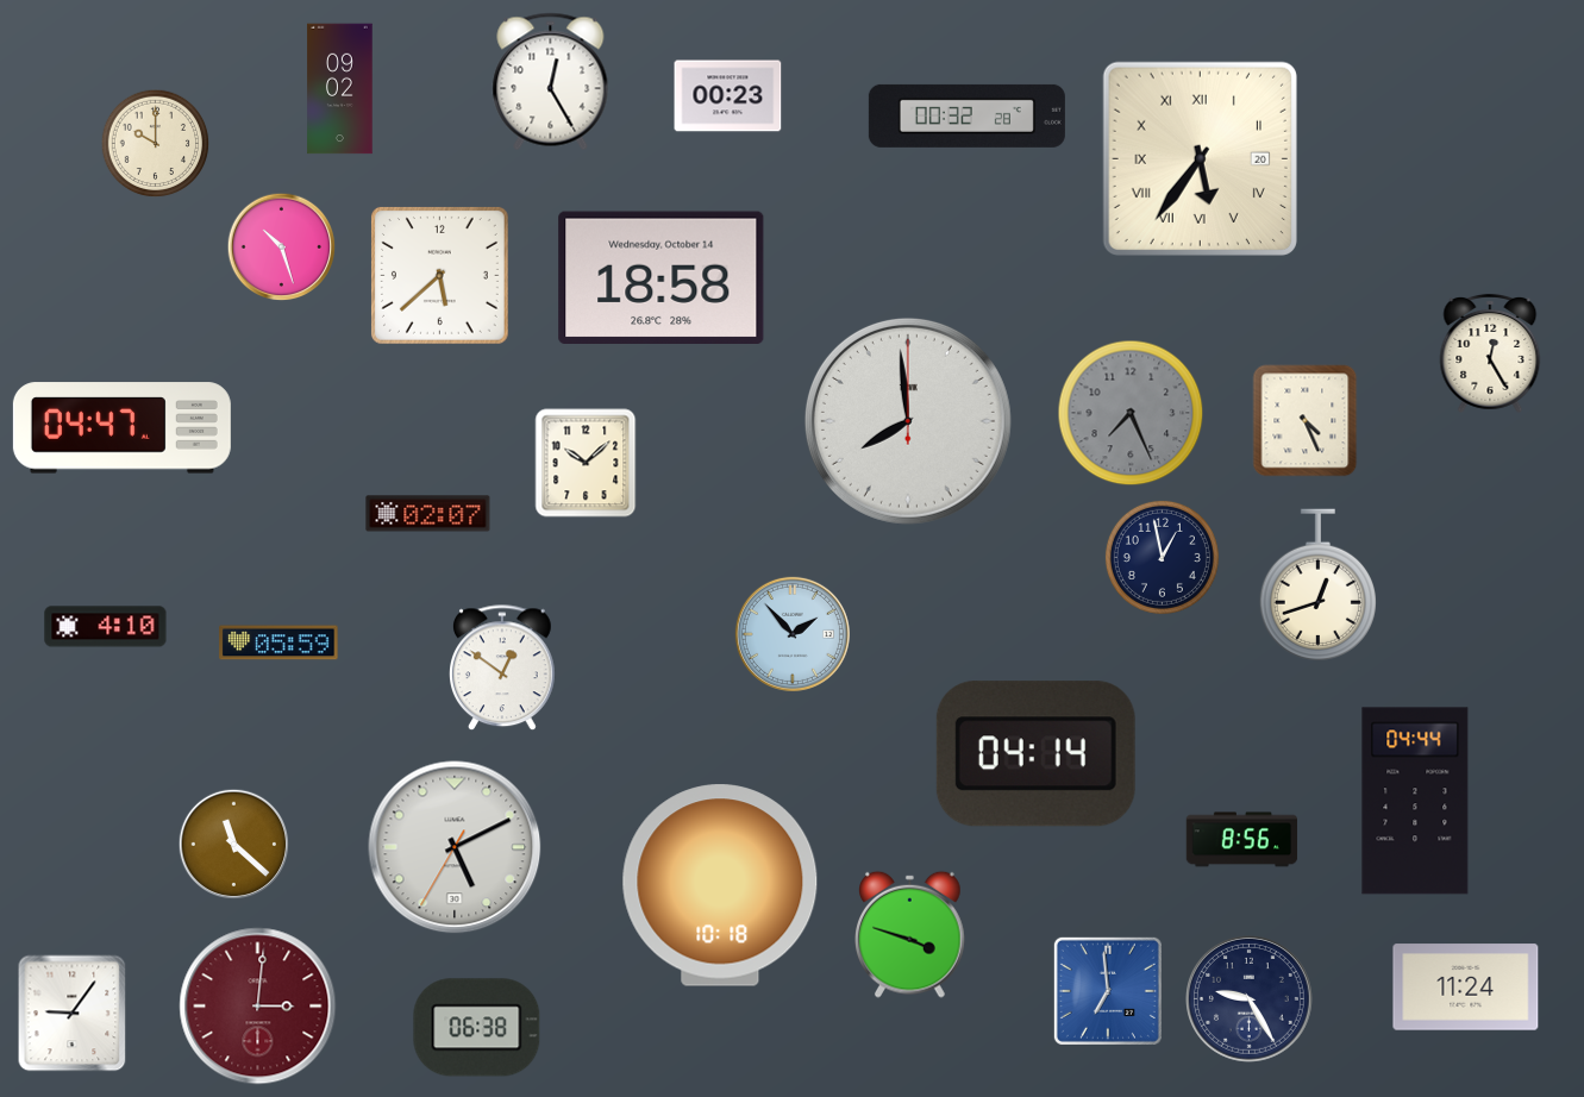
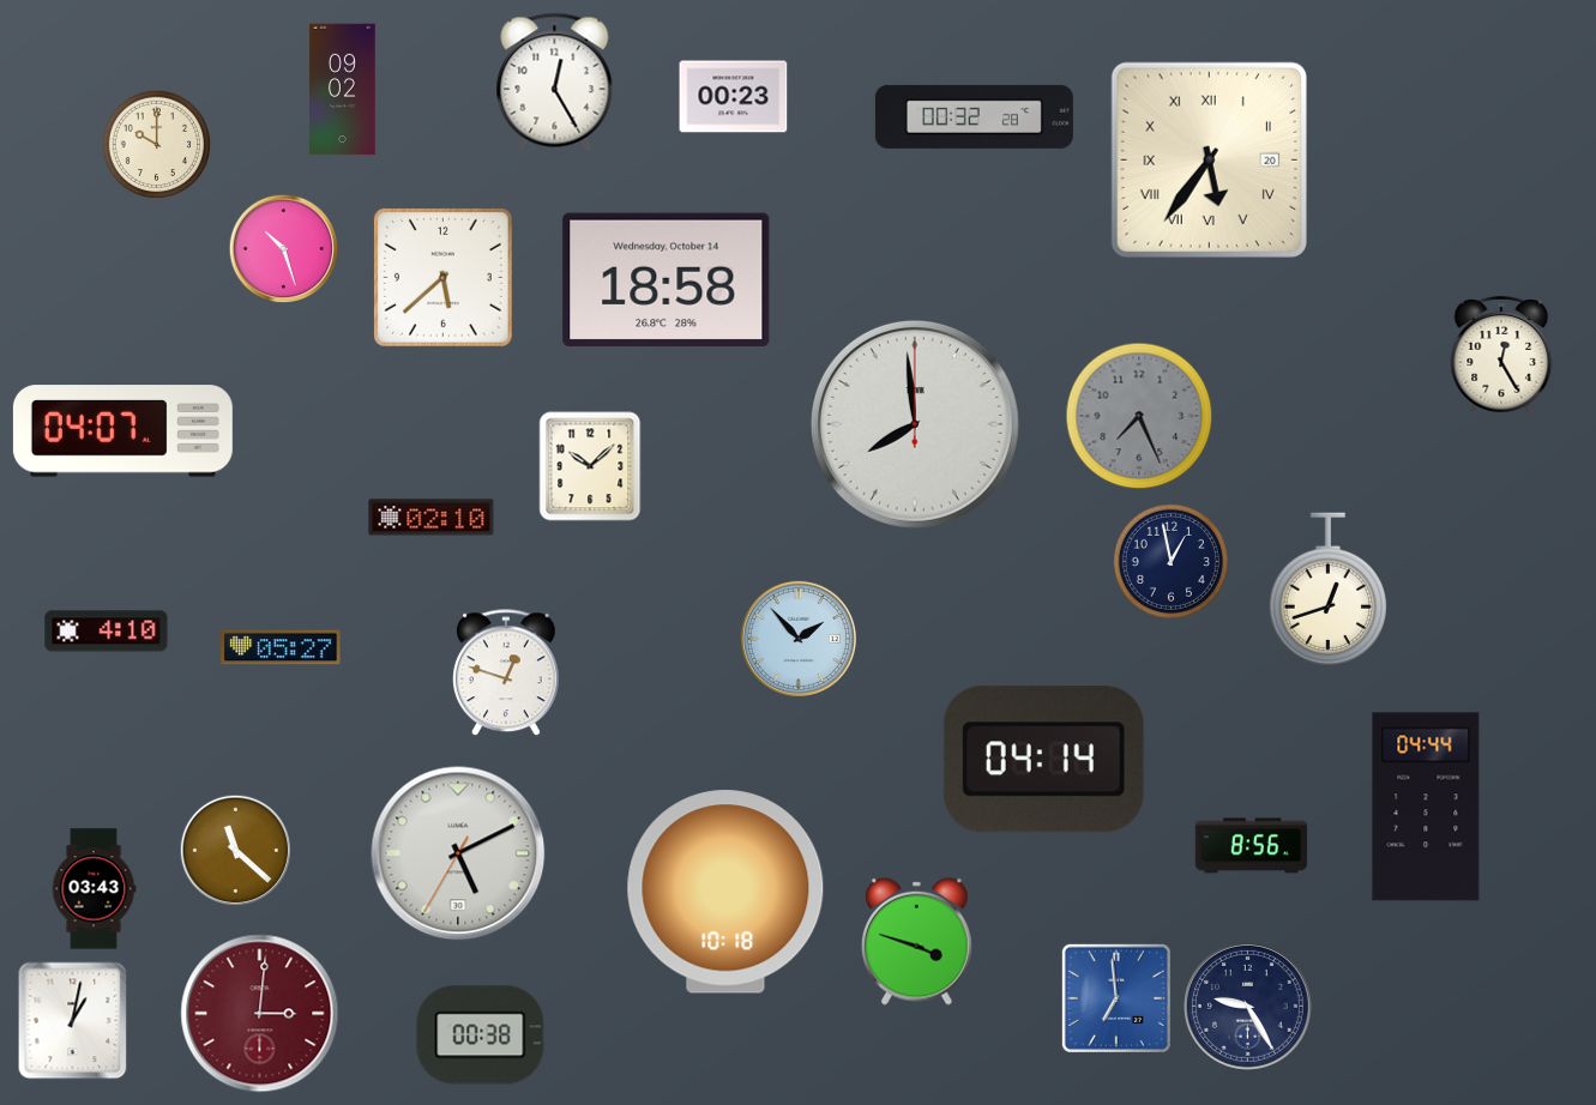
clock at (1306, 421): 4:26 -> none
clock at (121, 428): 04:47 -> 04:07
clock at (428, 514): 02:07 -> 02:10
clock at (278, 642): 05:59 -> 05:27
clock at (503, 669): 12:51 -> 12:48
clock at (94, 889): none -> 03:43
clock at (1466, 988): 11:24 -> none
clock at (1250, 999) position: (1250, 999) -> (1248, 1007)
clock at (73, 1014): 9:06 -> 1:02
clock at (477, 1028): 06:38 -> 00:38
